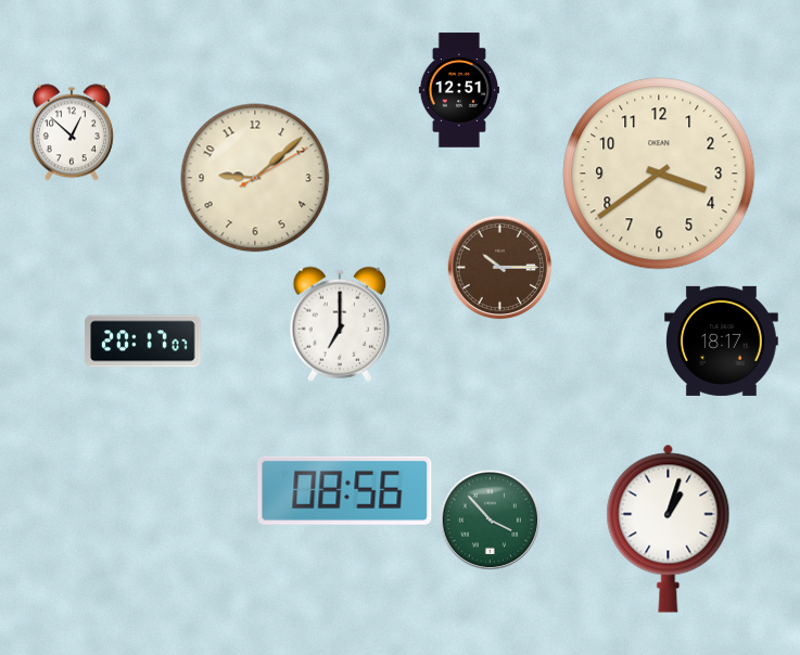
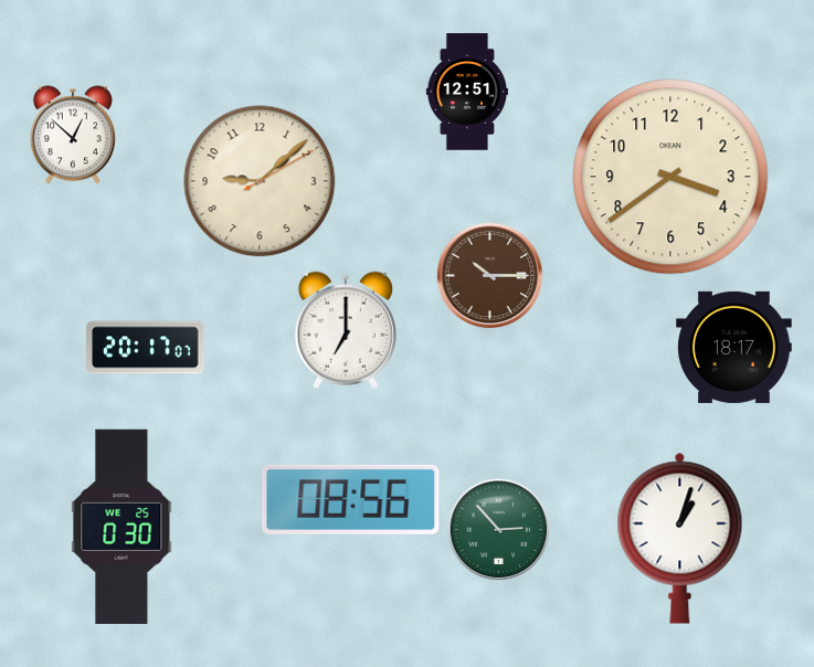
clock at (500, 268) position: (500, 268) -> (490, 276)
clock at (121, 527): none -> 0:30
clock at (490, 519): 3:53 -> 2:53
